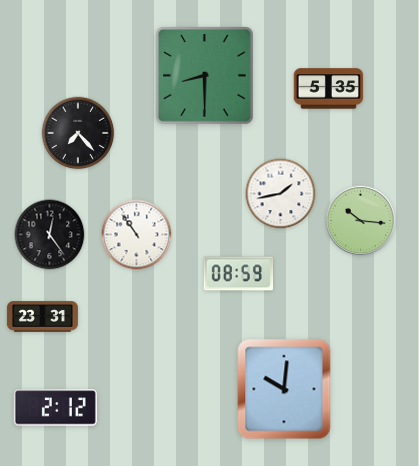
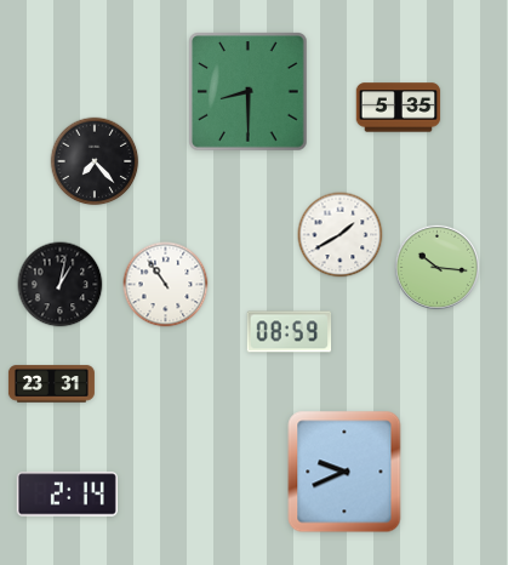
clock at (281, 194): 1:43 -> 1:40
clock at (50, 235): 12:24 -> 1:02
clock at (284, 389): 10:01 -> 9:41
clock at (55, 408): 2:12 -> 2:14
